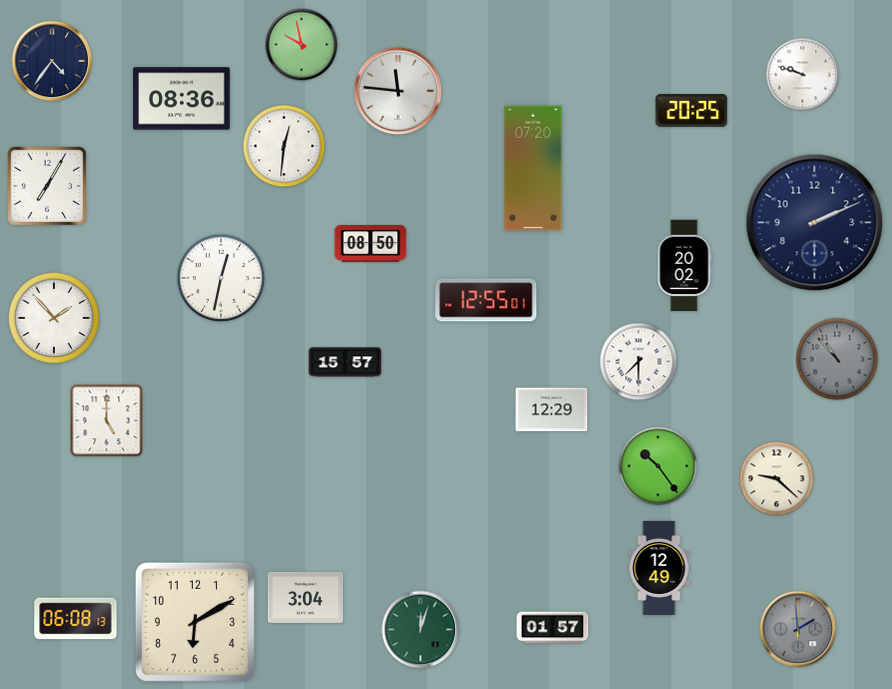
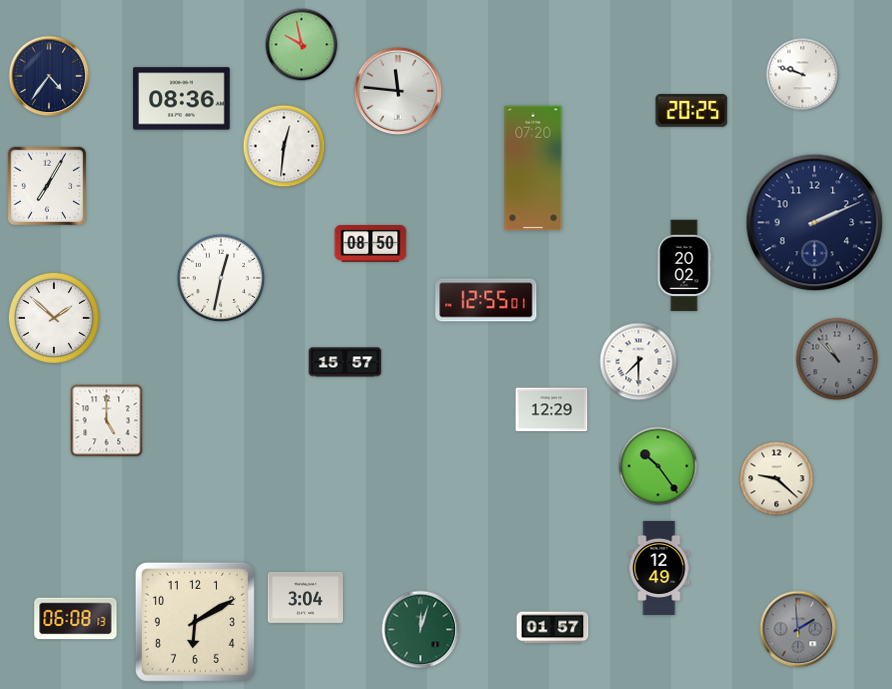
clock at (52, 61) position: (52, 61) -> (49, 76)
clock at (54, 318): 1:53 -> 1:52
